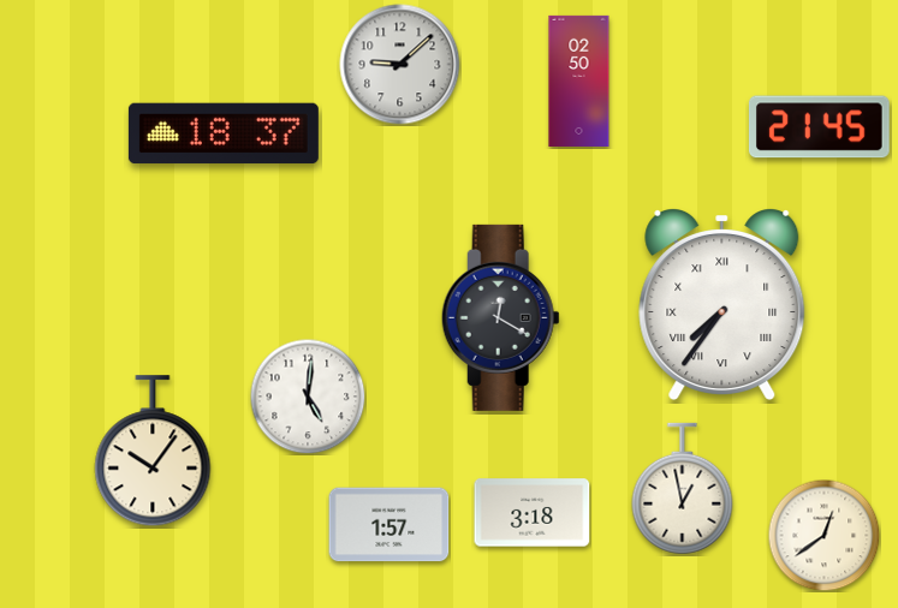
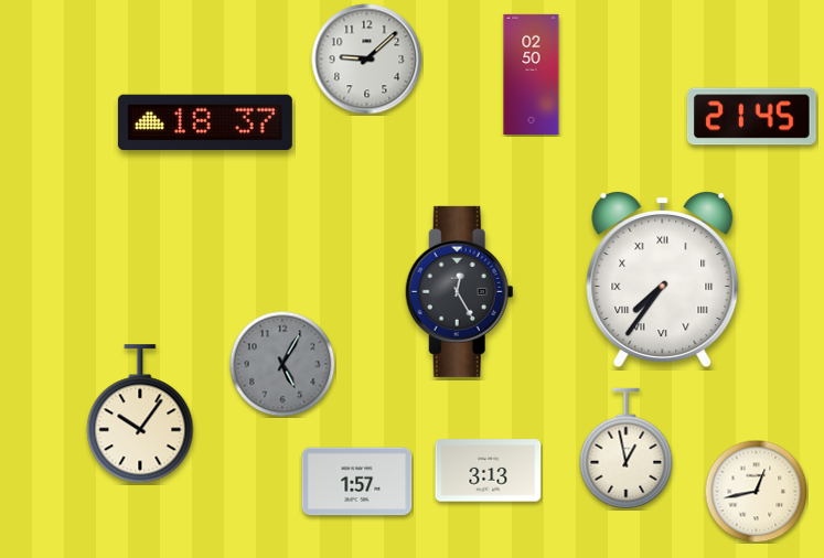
clock at (500, 317): 12:20 -> 12:25
clock at (308, 397): 5:01 -> 5:05
clock at (308, 397) dial: white -> grey
clock at (533, 513): 3:18 -> 3:13
clock at (823, 535): 12:39 -> 12:43
